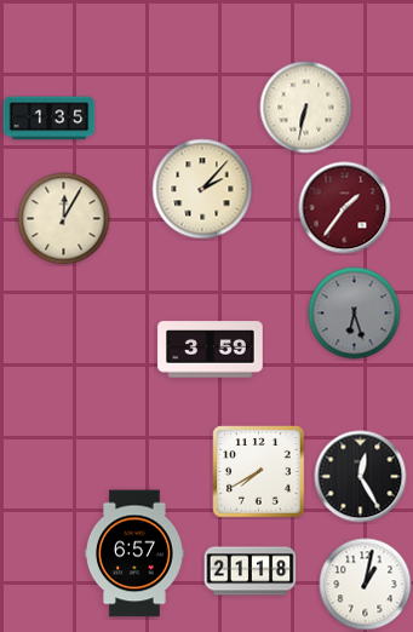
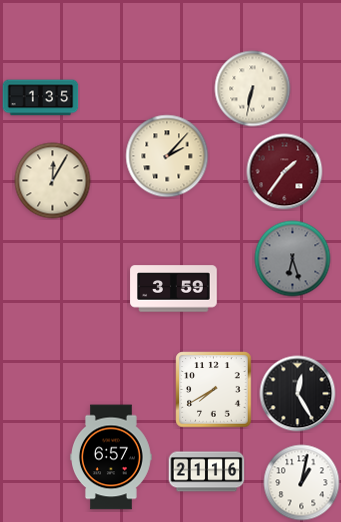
clock at (251, 571): 21:18 -> 21:16
